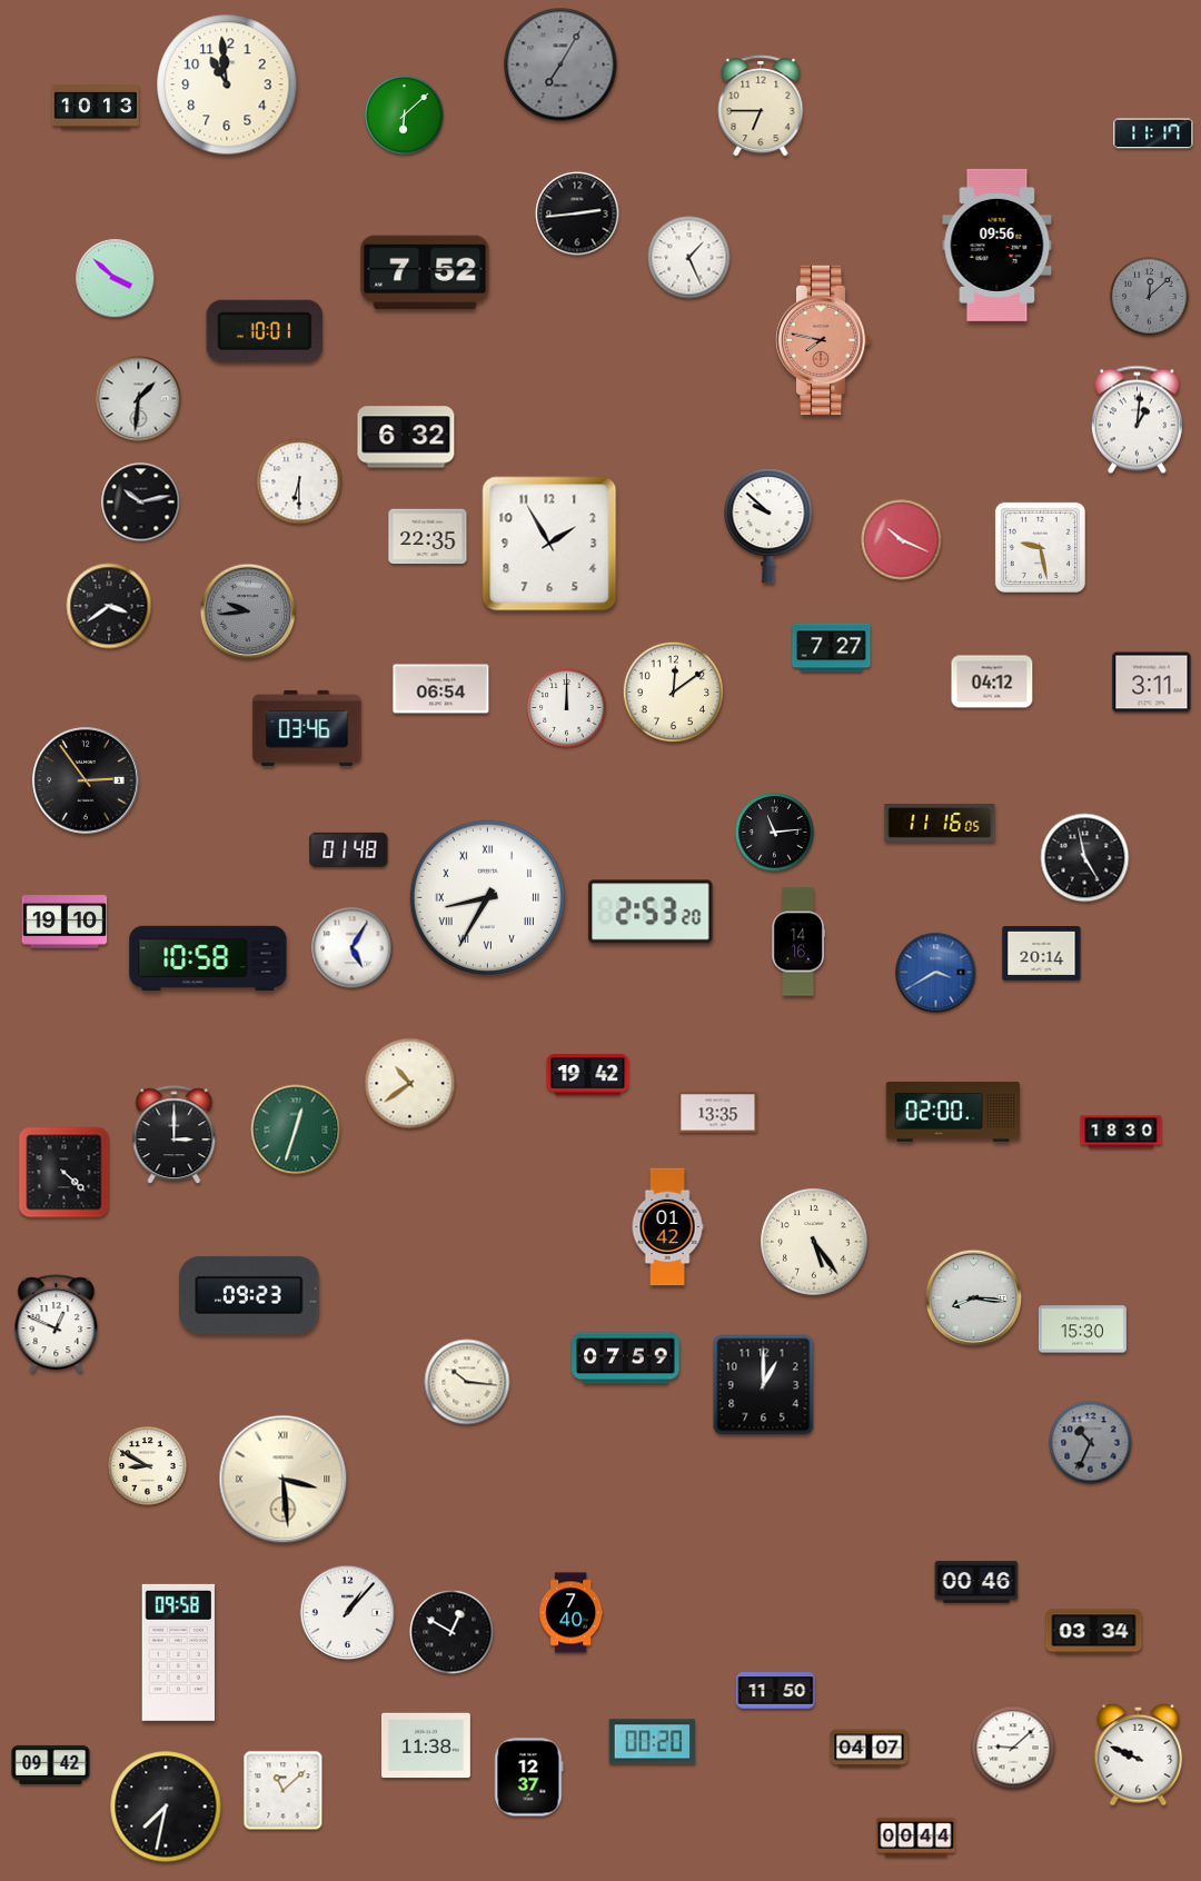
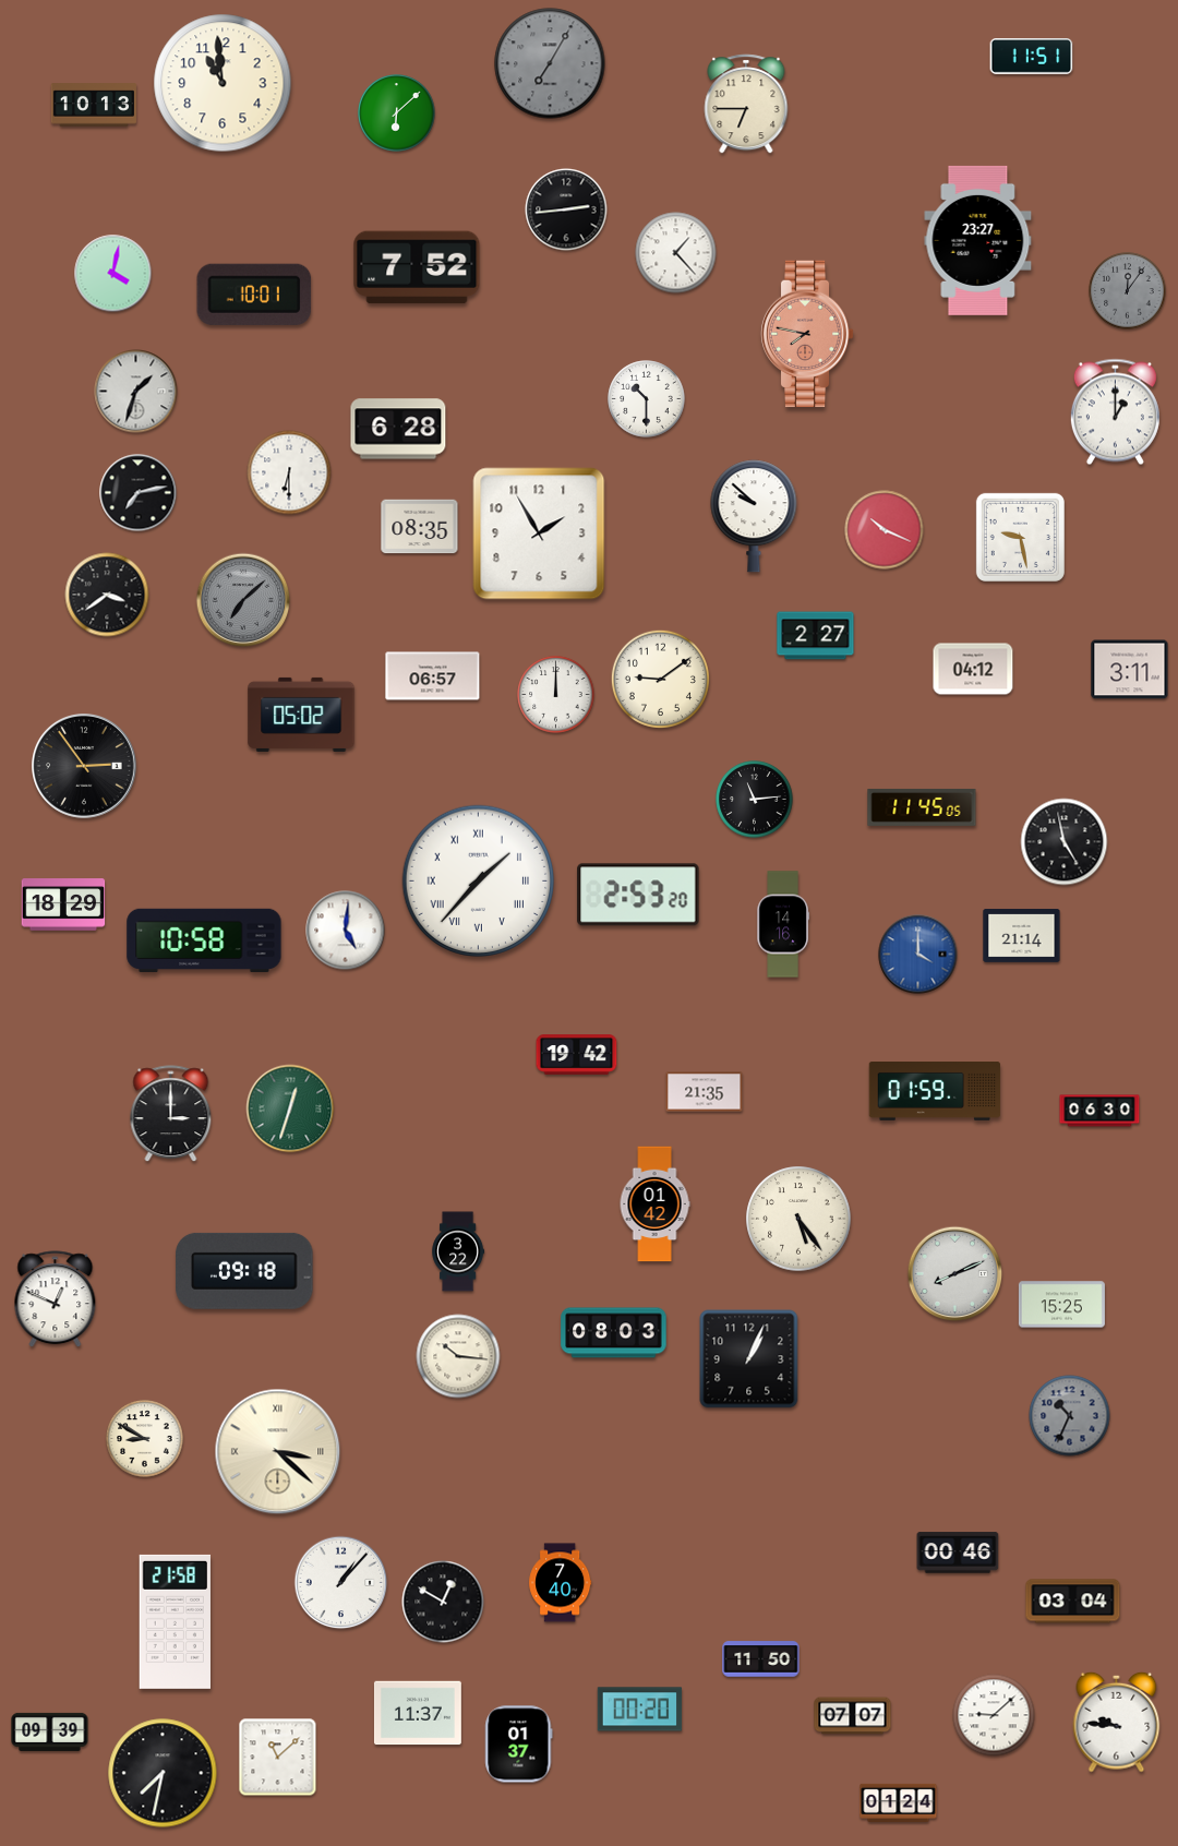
clock at (1032, 57): none -> 11:51
clock at (1153, 133): 11:17 -> none
clock at (997, 245): 09:56 -> 23:27
clock at (689, 258): 1:26 -> 1:23
clock at (116, 279): 3:52 -> 4:02
clock at (1150, 297): 12:08 -> 12:06
clock at (265, 331) position: (265, 331) -> (254, 295)
clock at (139, 399): 1:31 -> 1:33
clock at (647, 399): none -> 10:30
clock at (1137, 420): 1:01 -> 1:00
clock at (406, 437): 6:32 -> 6:28
clock at (299, 481) position: (299, 481) -> (289, 472)
clock at (141, 502): 10:13 -> 7:13
clock at (428, 537): 22:35 -> 08:35
clock at (248, 611): 9:44 -> 7:08
clock at (832, 648): 7:27 -> 2:27
clock at (441, 689): 06:54 -> 06:57
clock at (673, 691): 12:09 -> 9:09
clock at (307, 728): 03:46 -> 05:02
clock at (940, 823): 11:16 -> 11:45
clock at (775, 833) position: (775, 833) -> (755, 800)
clock at (349, 849): 01:48 -> none
clock at (488, 898): 8:35 -> 1:37
clock at (64, 922): 19:10 -> 18:29
clock at (353, 948): 5:05 -> 5:01
clock at (1042, 954): 20:14 -> 21:14
clock at (936, 973): 3:40 -> 4:00
clock at (410, 1084): 10:39 -> none
clock at (718, 1113): 13:35 -> 21:35
clock at (953, 1113): 02:00 -> 01:59
clock at (1121, 1132): 18:30 -> 06:30
clock at (64, 1173): 4:22 -> none
clock at (458, 1251): none -> 3:22
clock at (249, 1295): 09:23 -> 09:18
clock at (974, 1298): 8:16 -> 8:11
clock at (1082, 1330): 15:30 -> 15:25
clock at (626, 1358): 07:59 -> 08:03
clock at (764, 1385): 1:00 -> 1:04
clock at (284, 1480): 3:29 -> 3:22
clock at (1094, 1632): 03:34 -> 03:04
clock at (178, 1652): 09:58 -> 21:58
clock at (426, 1745): 11:38 -> 11:37
clock at (870, 1749): 04:07 -> 07:07
clock at (1139, 1754): 9:49 -> 9:46
clock at (51, 1764): 09:42 -> 09:39
clock at (529, 1778): 12:37 -> 01:37
clock at (916, 1837): 00:44 -> 01:24
